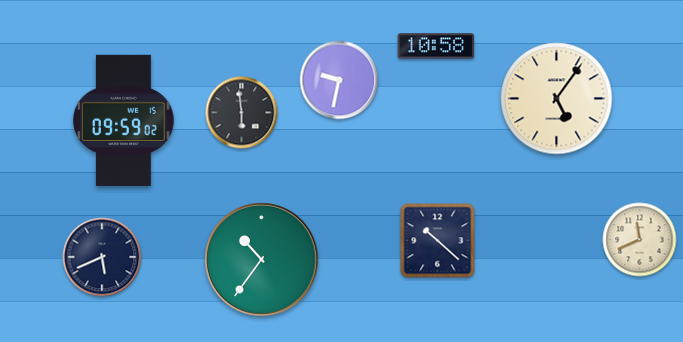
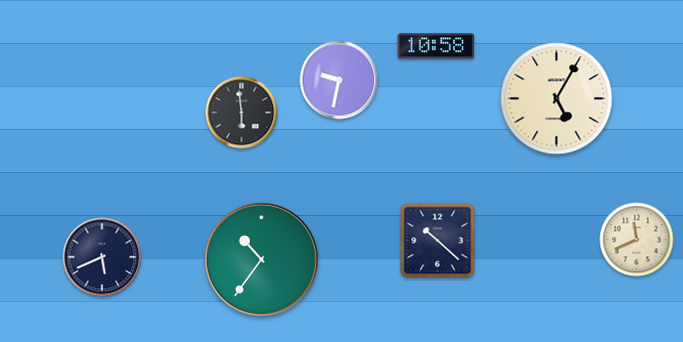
clock at (557, 99): 5:06 -> 5:05
clock at (123, 120): 09:59 -> none
clock at (640, 240) position: (640, 240) -> (637, 240)
